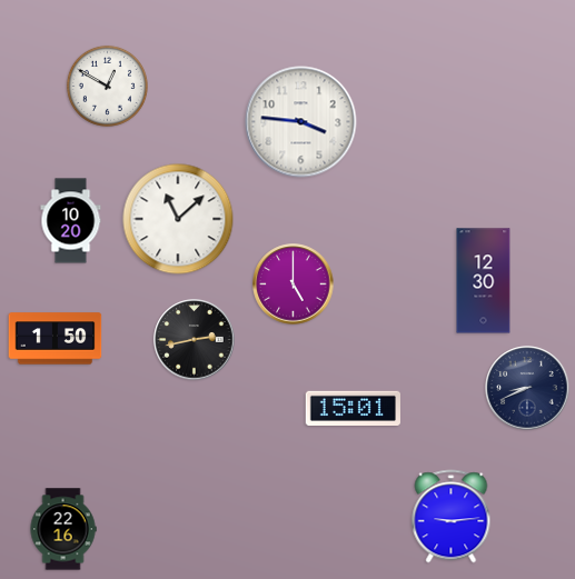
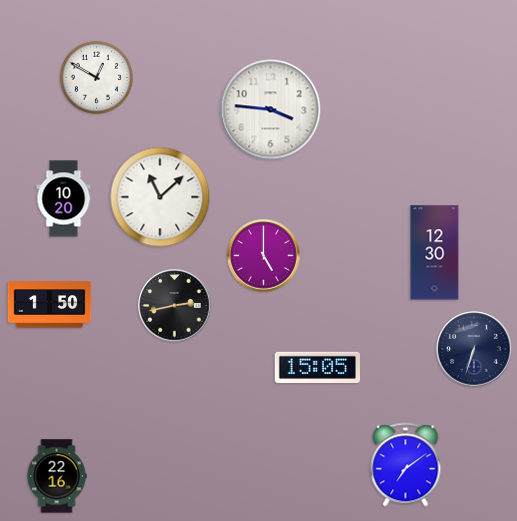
clock at (527, 388): 8:41 -> 6:33
clock at (353, 408): 15:01 -> 15:05
clock at (452, 517): 9:14 -> 7:09
